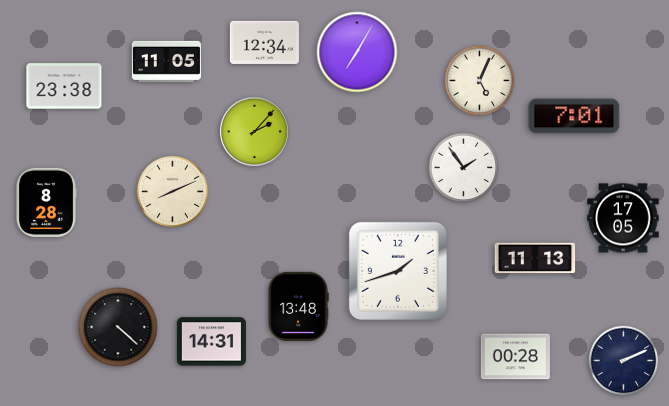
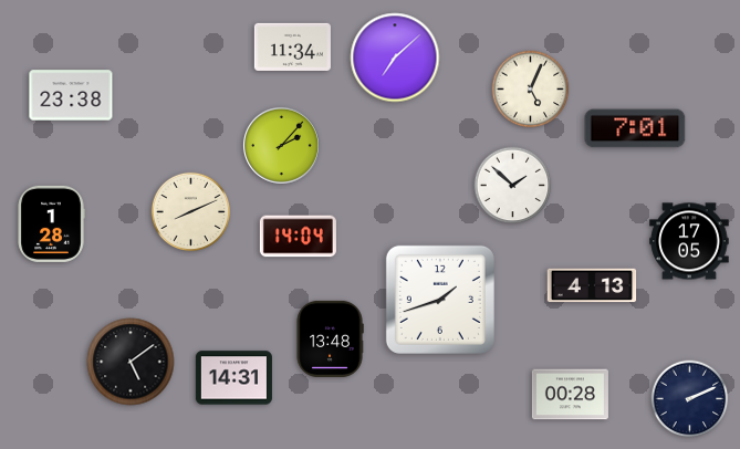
clock at (264, 42): 12:34 -> 11:34
clock at (357, 52): 7:05 -> 7:08
clock at (166, 61): 11:05 -> none
clock at (464, 168): 1:54 -> 1:52
clock at (46, 202): 8:28 -> 1:28
clock at (298, 237): none -> 14:04
clock at (535, 258): 11:13 -> 4:13
clock at (118, 327): 4:22 -> 5:09
